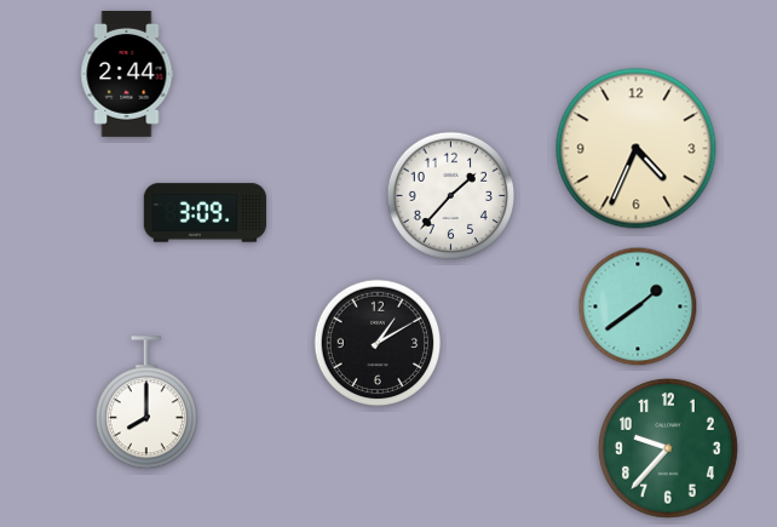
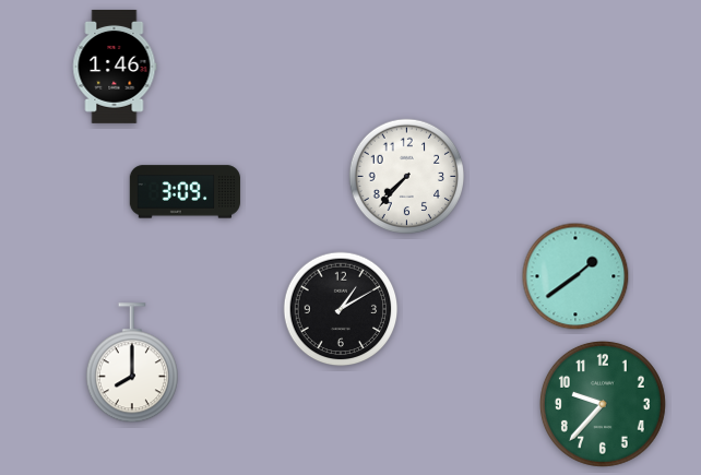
clock at (127, 74): 2:44 -> 1:46
clock at (637, 149): 4:34 -> none
clock at (451, 196): 1:37 -> 7:37
